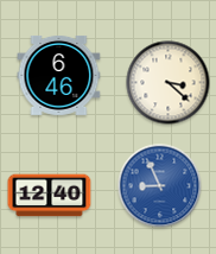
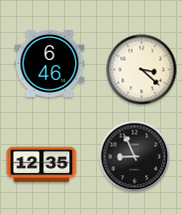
clock at (160, 186) dial: blue -> black
clock at (50, 196): 12:40 -> 12:35
